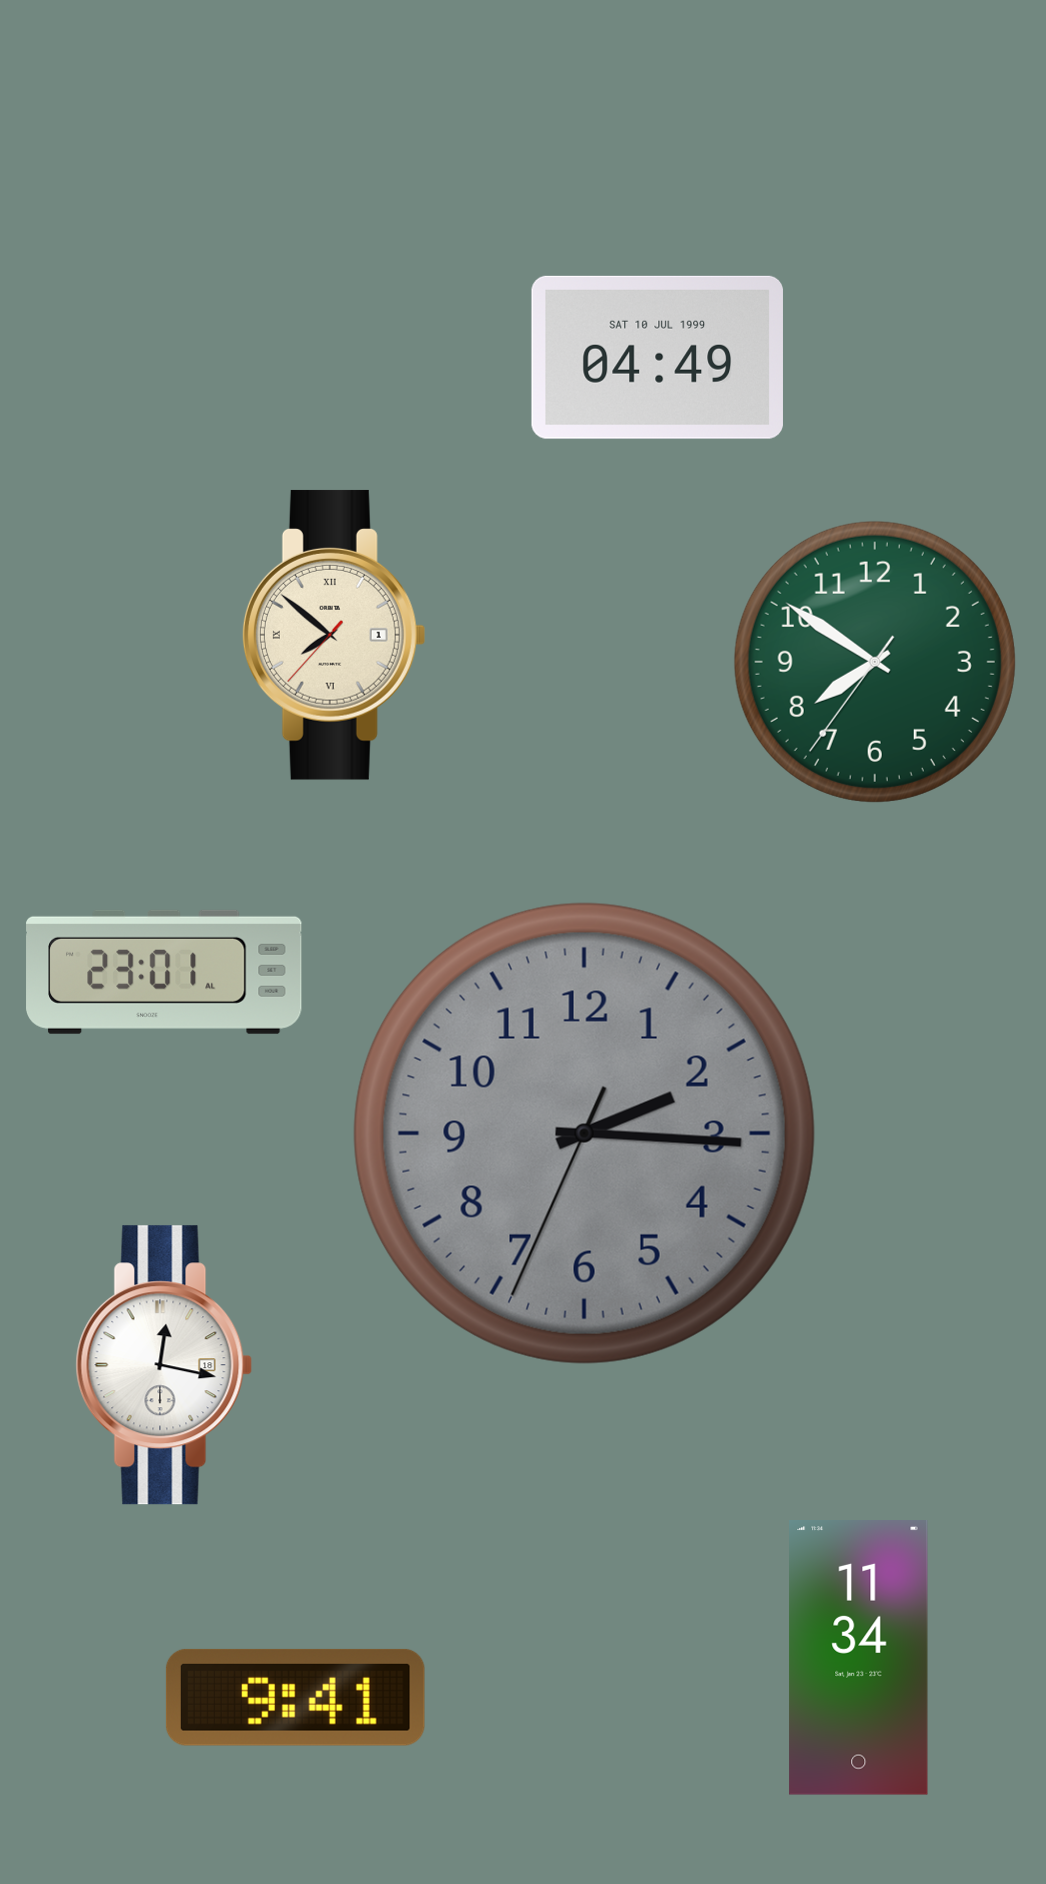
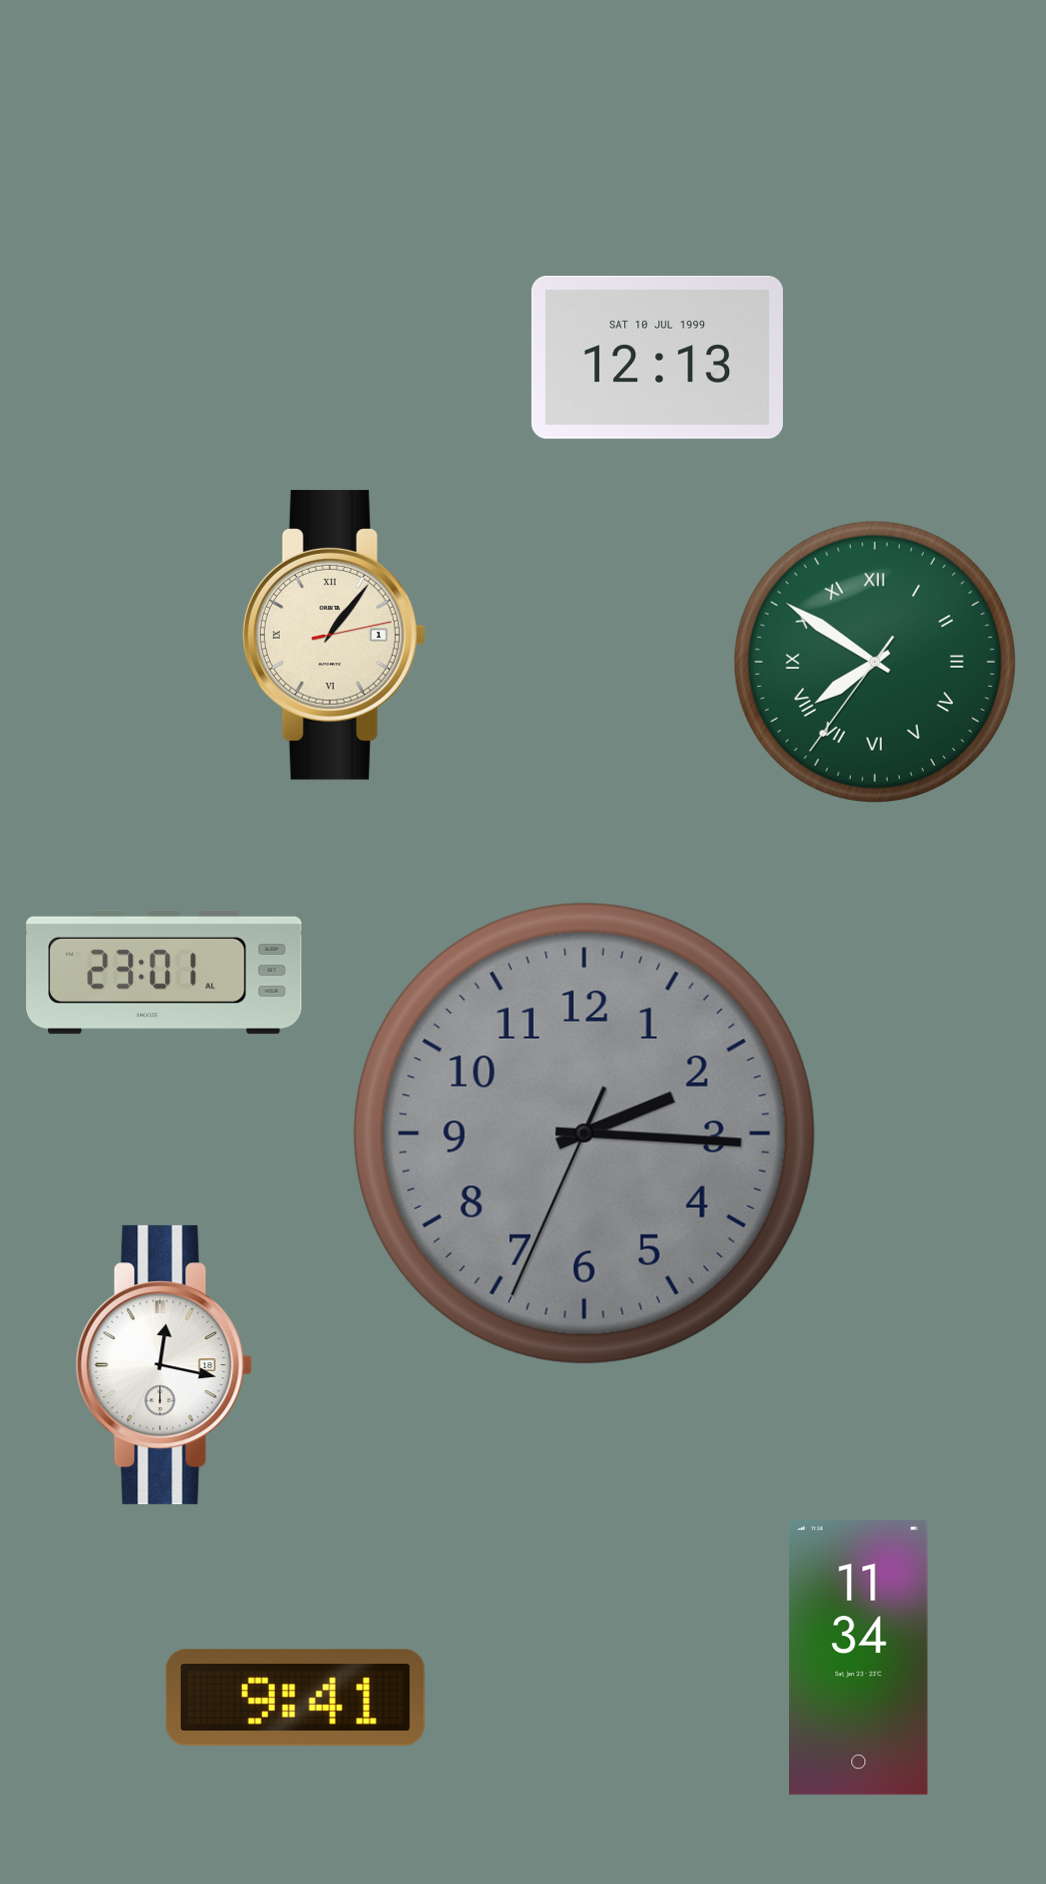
clock at (657, 357): 04:49 -> 12:13
clock at (334, 635): 7:51 -> 1:06
clock at (875, 662) numerals: Arabic -> Roman
